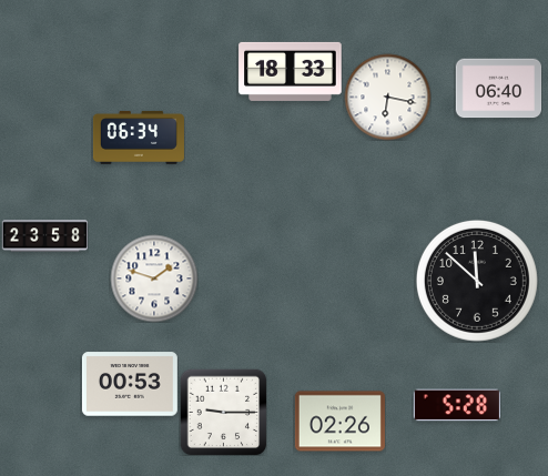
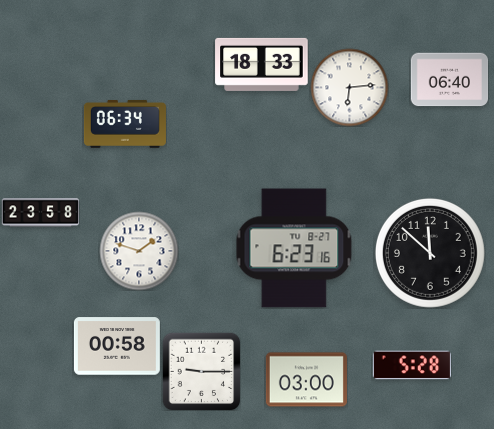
clock at (387, 97): 6:17 -> 6:14
clock at (294, 248): none -> 6:23
clock at (130, 384): 00:53 -> 00:58
clock at (339, 422): 02:26 -> 03:00
